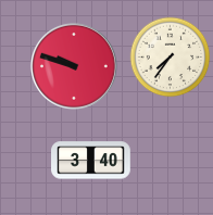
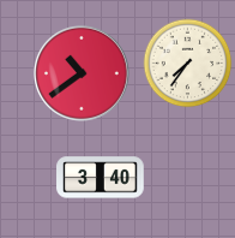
clock at (74, 66): 9:48 -> 10:39
